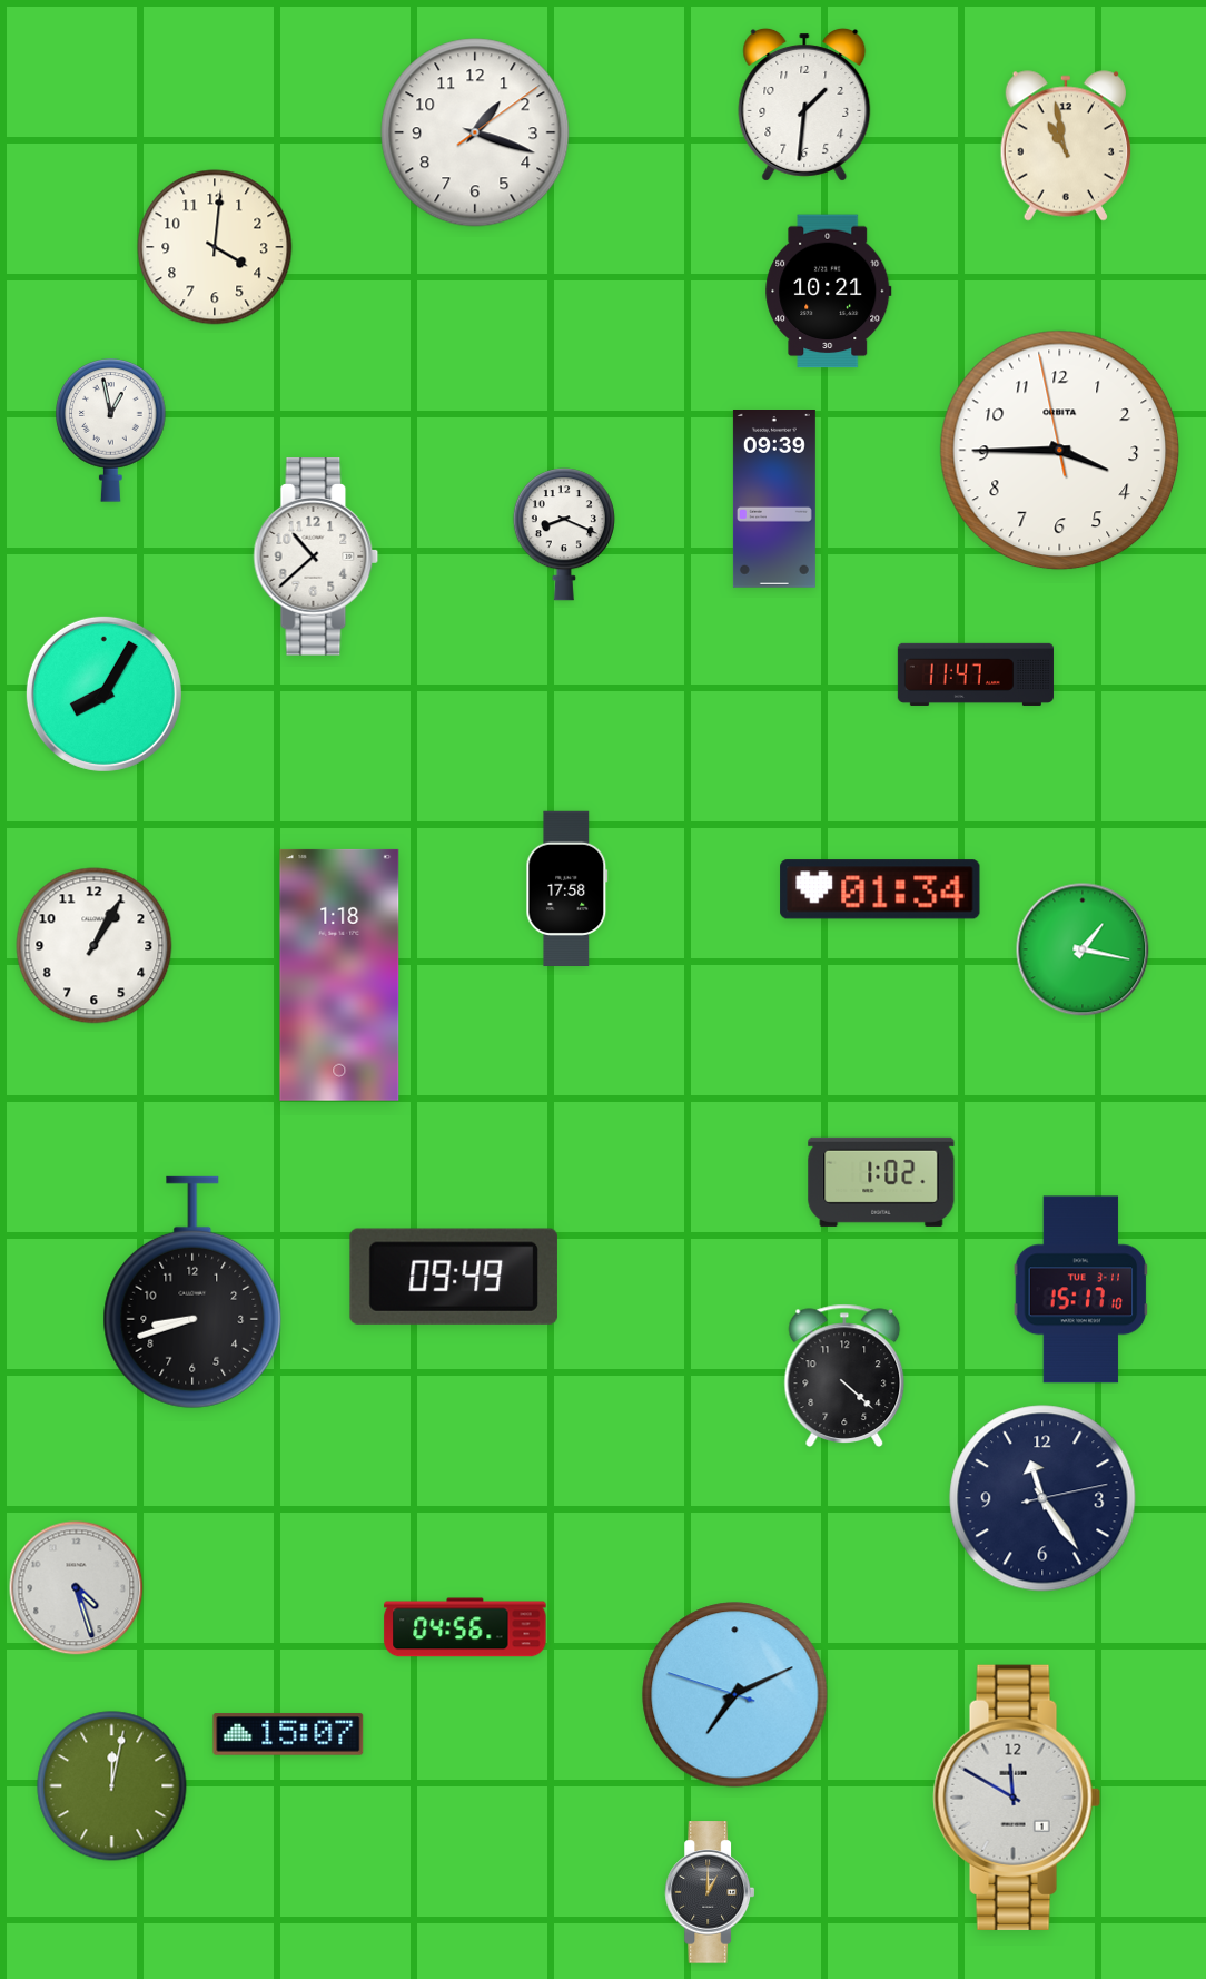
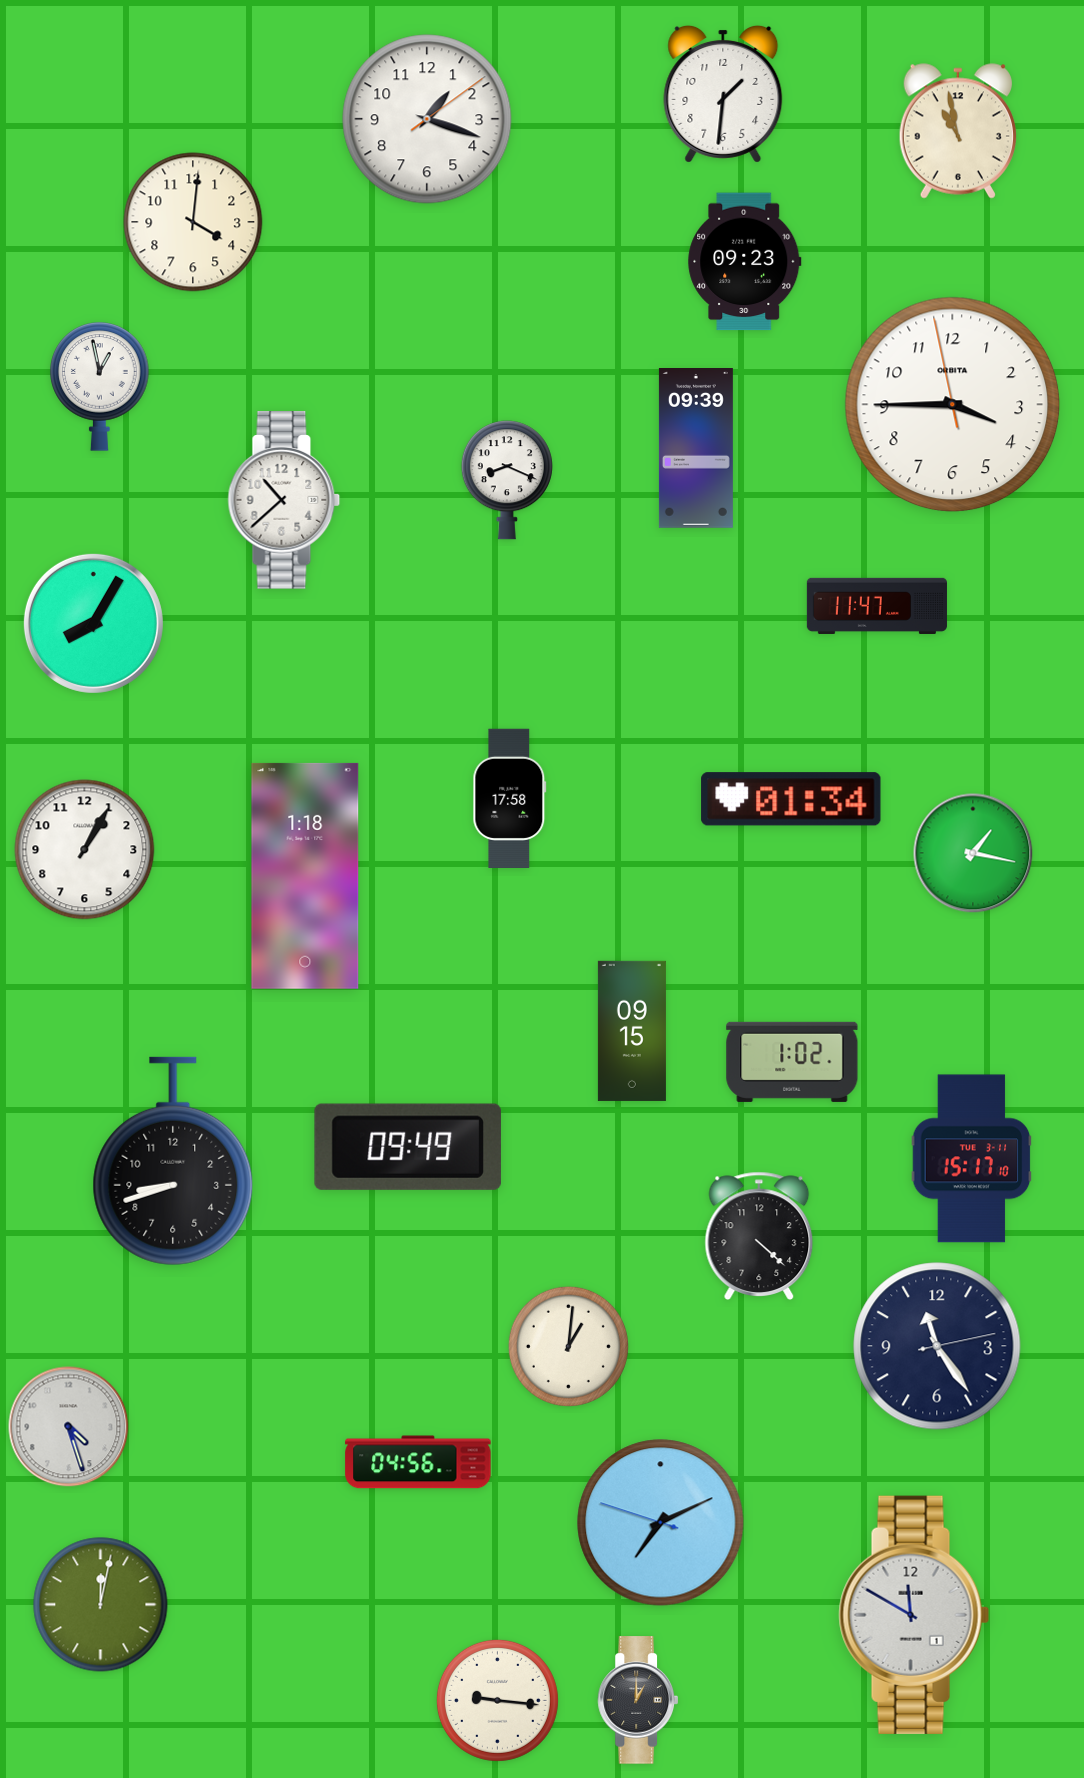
clock at (829, 292): 10:21 -> 09:23
clock at (632, 1031): none -> 09:15
clock at (568, 1346): none -> 1:01
clock at (288, 1735): 15:07 -> none
clock at (497, 1700): none -> 9:16
